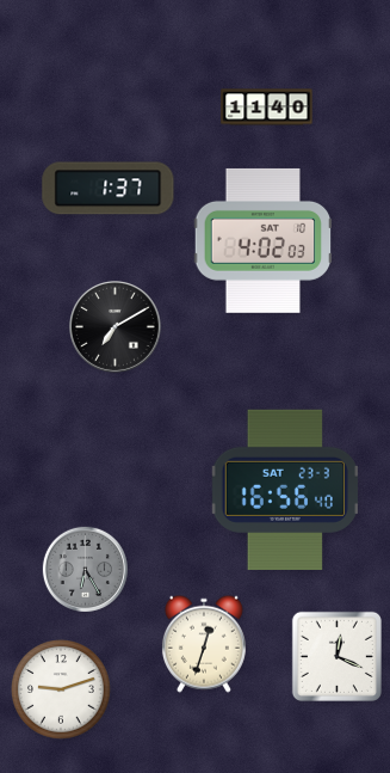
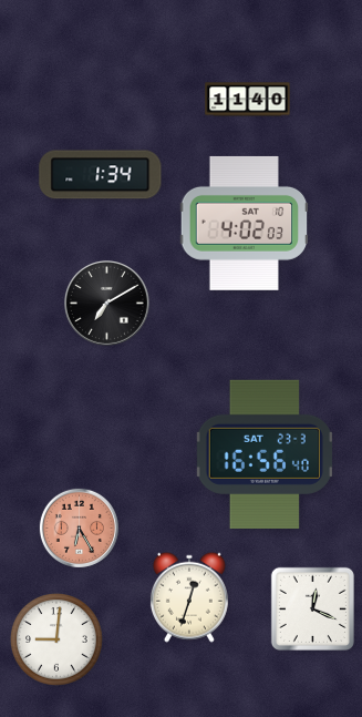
clock at (109, 189): 1:37 -> 1:34
clock at (85, 569) dial: grey -> salmon
clock at (62, 691): 9:12 -> 9:01
